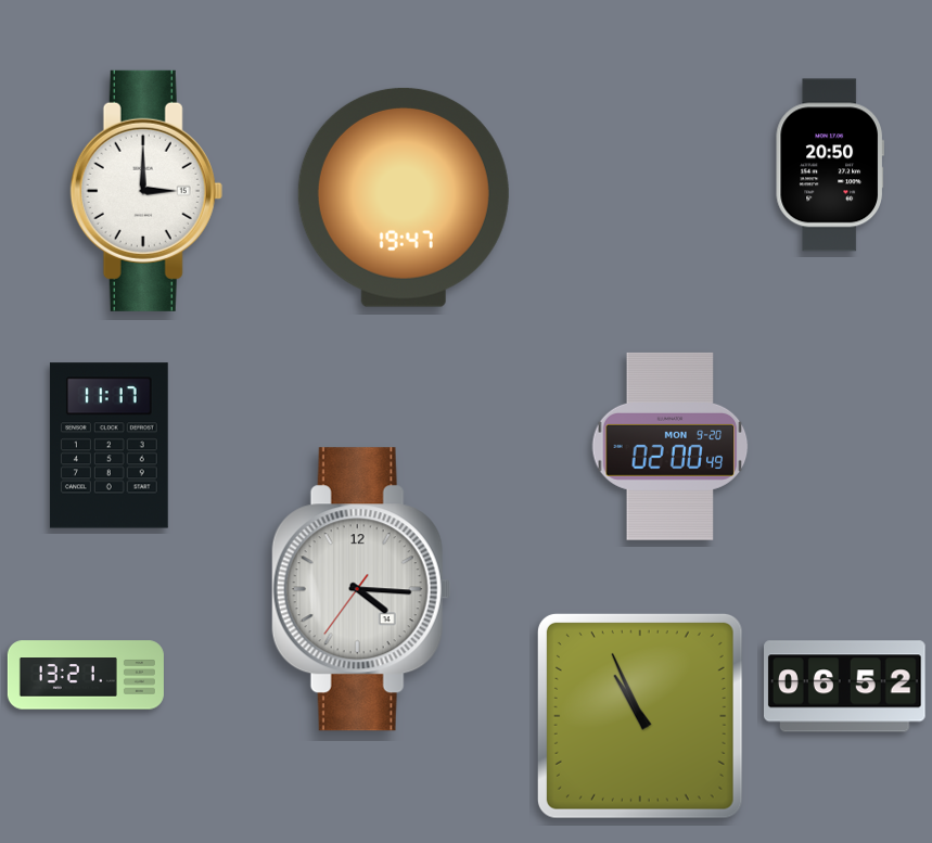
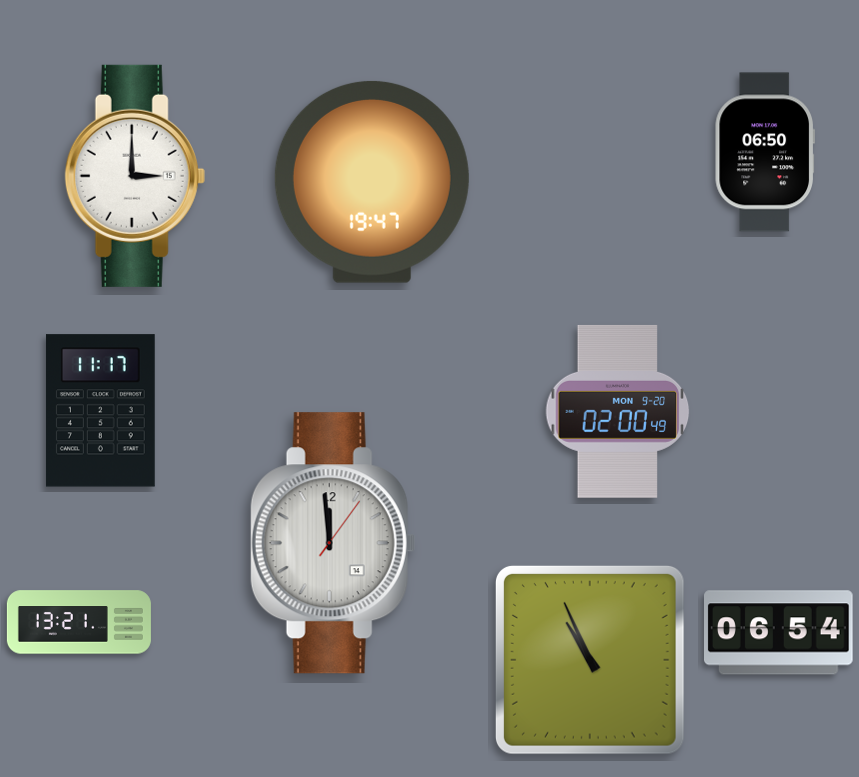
clock at (830, 165): 20:50 -> 06:50
clock at (361, 589): 4:15 -> 11:59
clock at (845, 687): 06:52 -> 06:54
